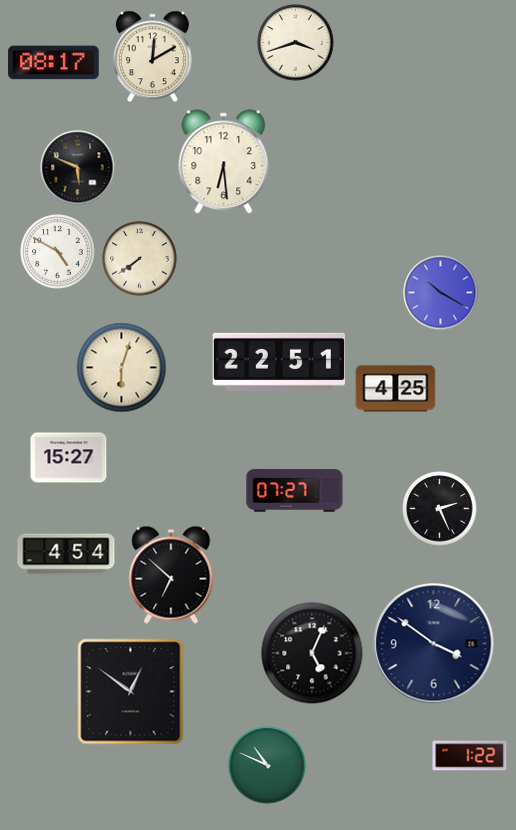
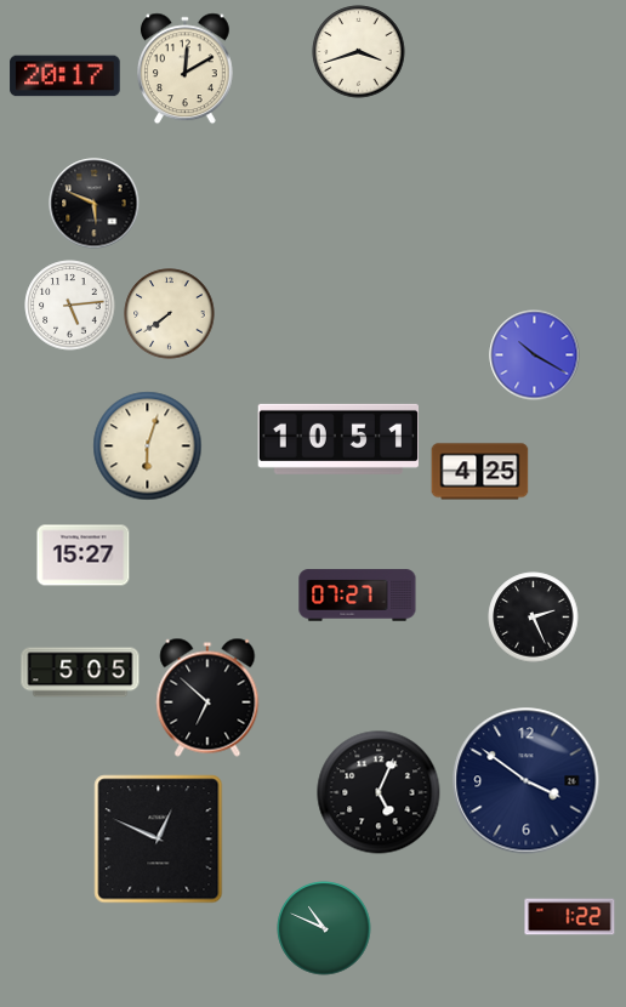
clock at (54, 63): 08:17 -> 20:17
clock at (224, 162): 6:29 -> none
clock at (58, 252): 4:50 -> 5:14
clock at (278, 362): 22:51 -> 10:51
clock at (66, 554): 4:54 -> 5:05
clock at (131, 692): 12:51 -> 12:49
